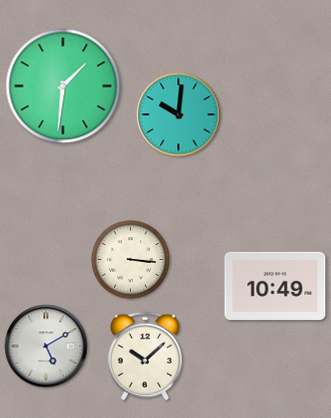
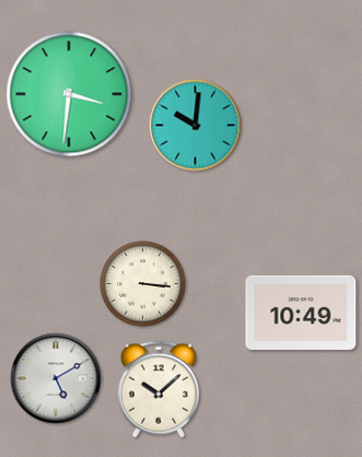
clock at (63, 86): 1:31 -> 3:31
clock at (46, 346) position: (46, 346) -> (56, 378)
